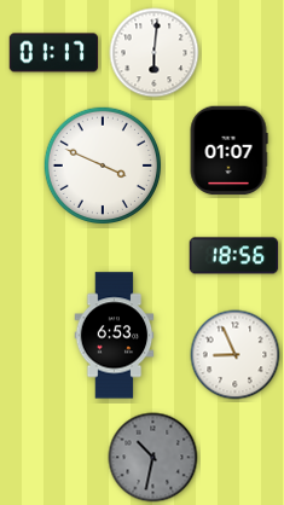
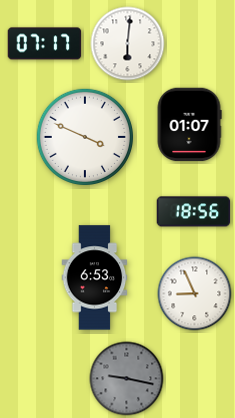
clock at (54, 53): 01:17 -> 07:17
clock at (153, 458): 10:32 -> 9:17
